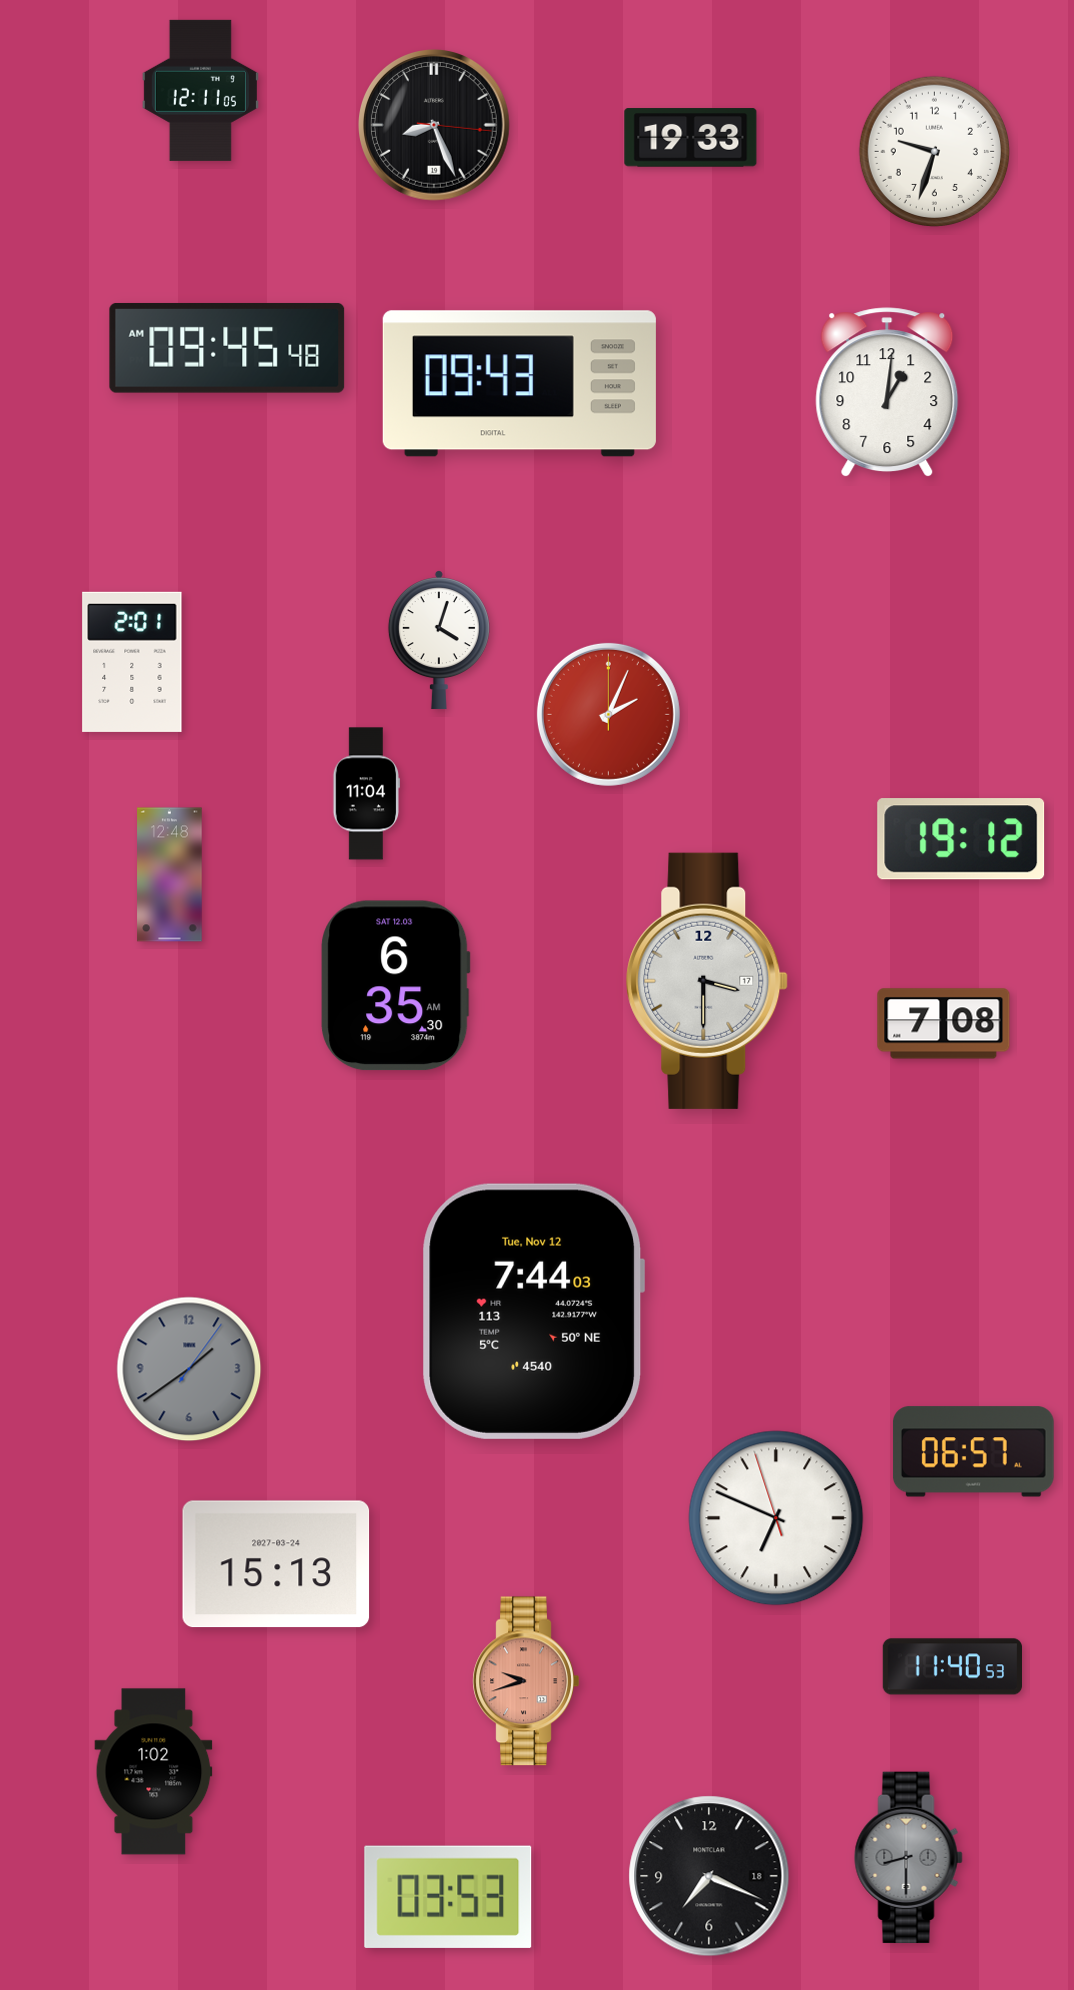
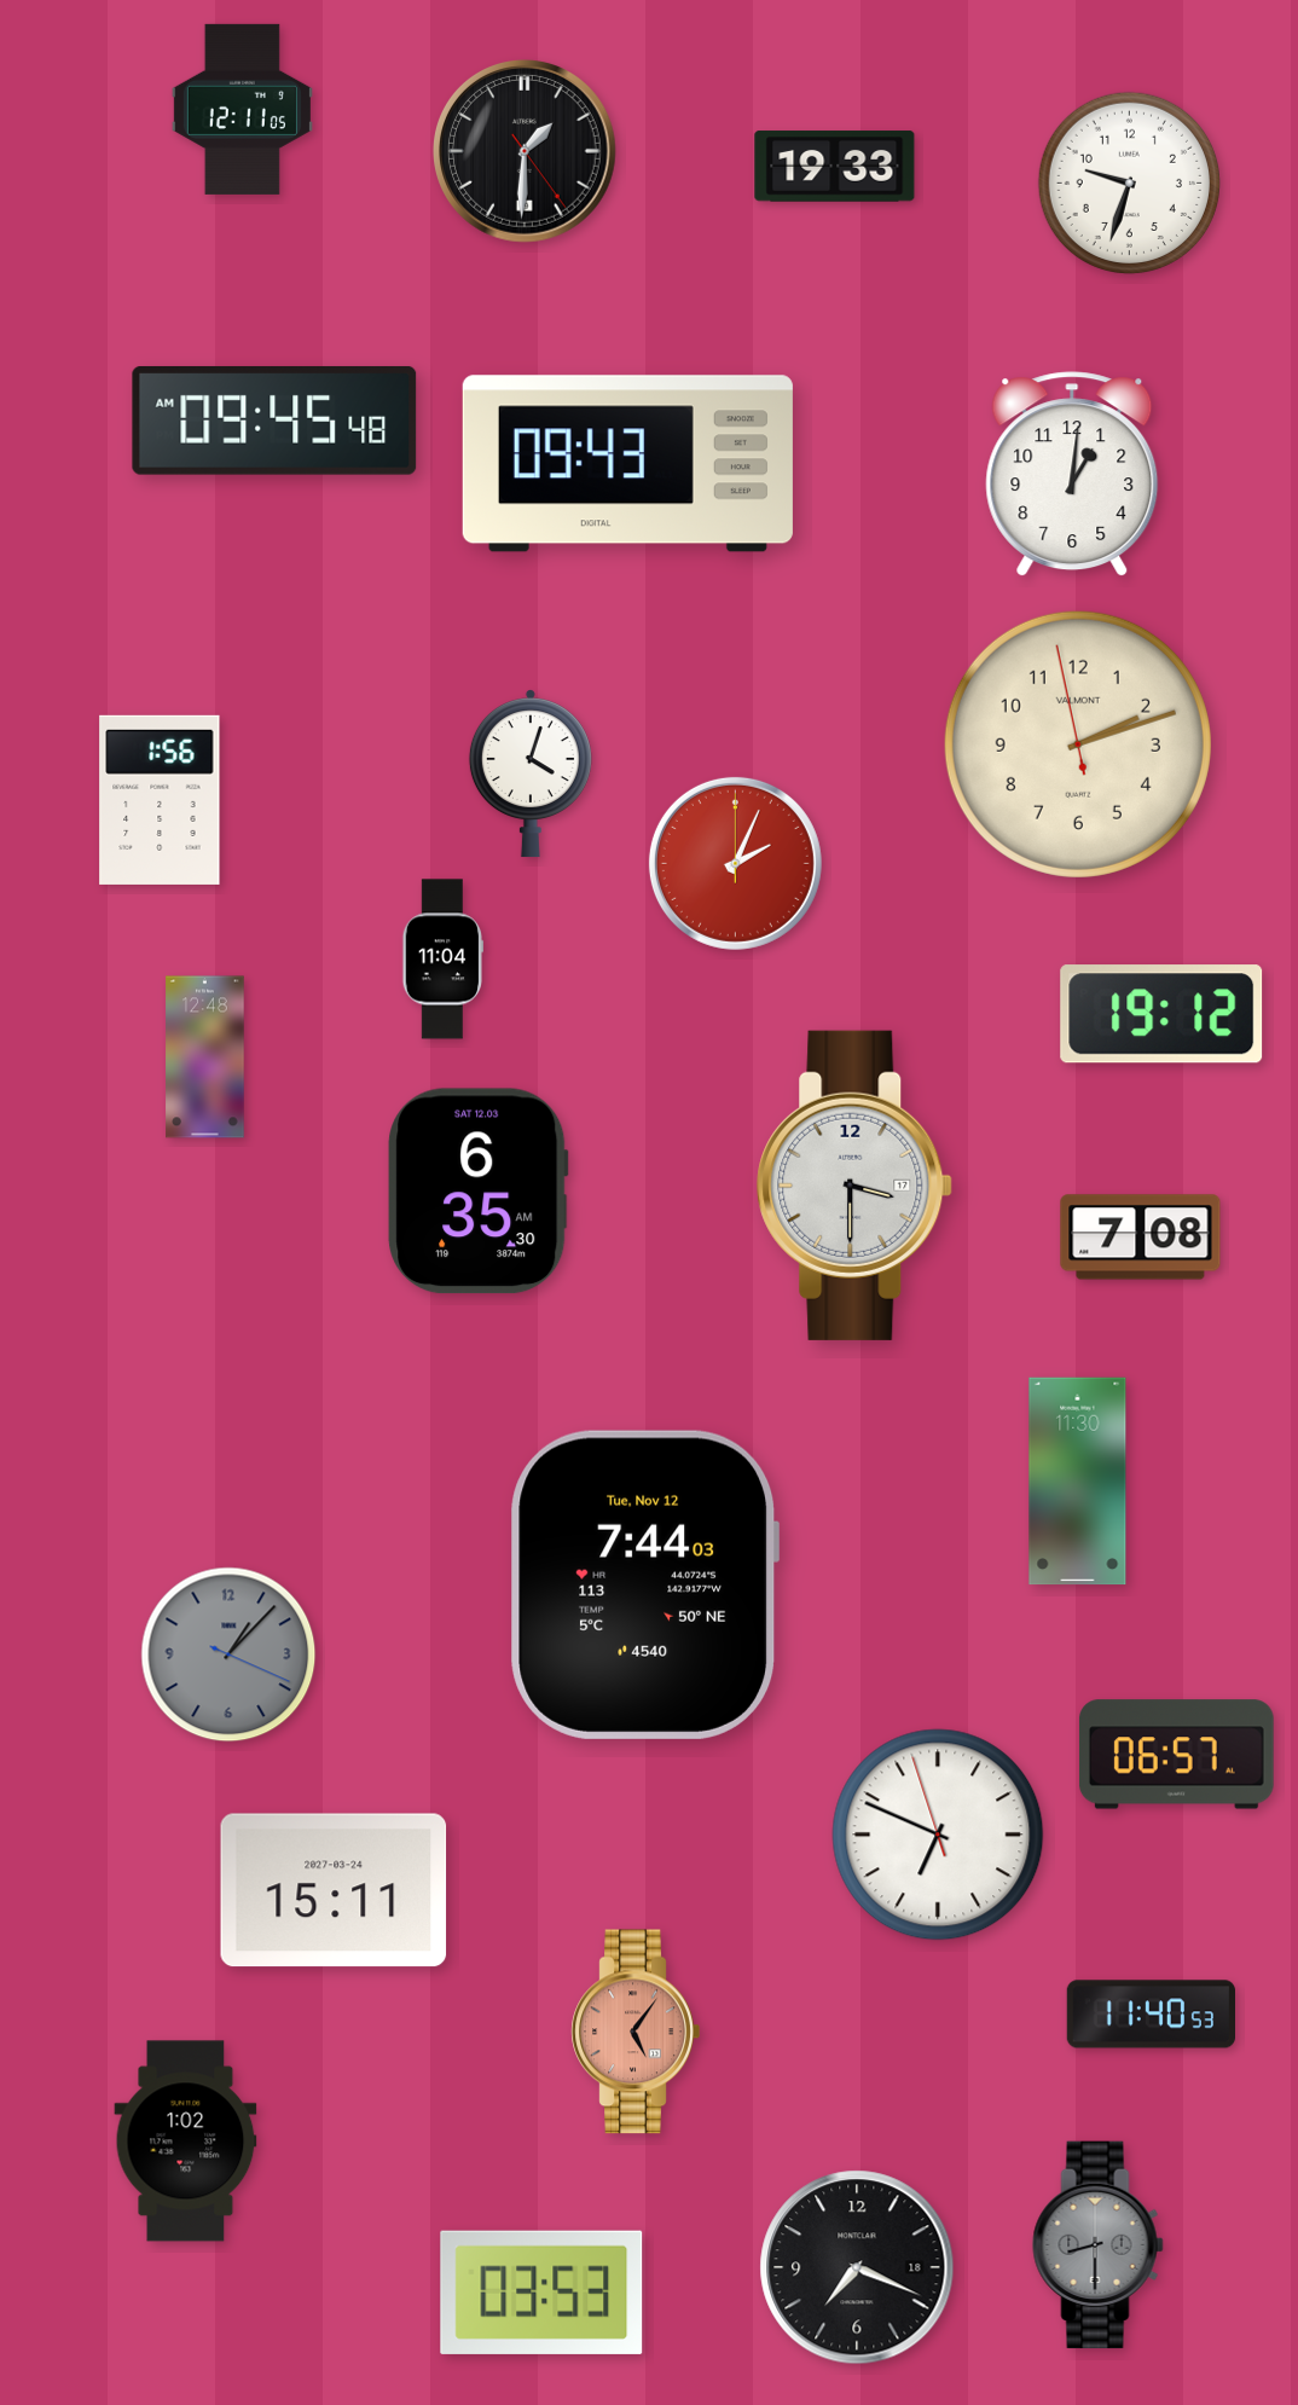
clock at (435, 126): 8:26 -> 1:30
clock at (1078, 744): none -> 2:11
clock at (132, 662): 2:01 -> 1:56
clock at (1078, 1482): none -> 11:30
clock at (189, 1369): 1:39 -> 1:07
clock at (276, 1564): 15:13 -> 15:11
clock at (526, 1681): 9:42 -> 5:06
